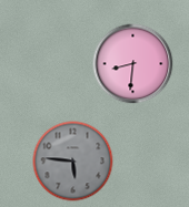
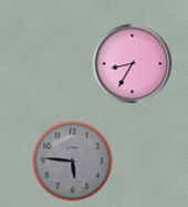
clock at (133, 64): 8:31 -> 8:35
